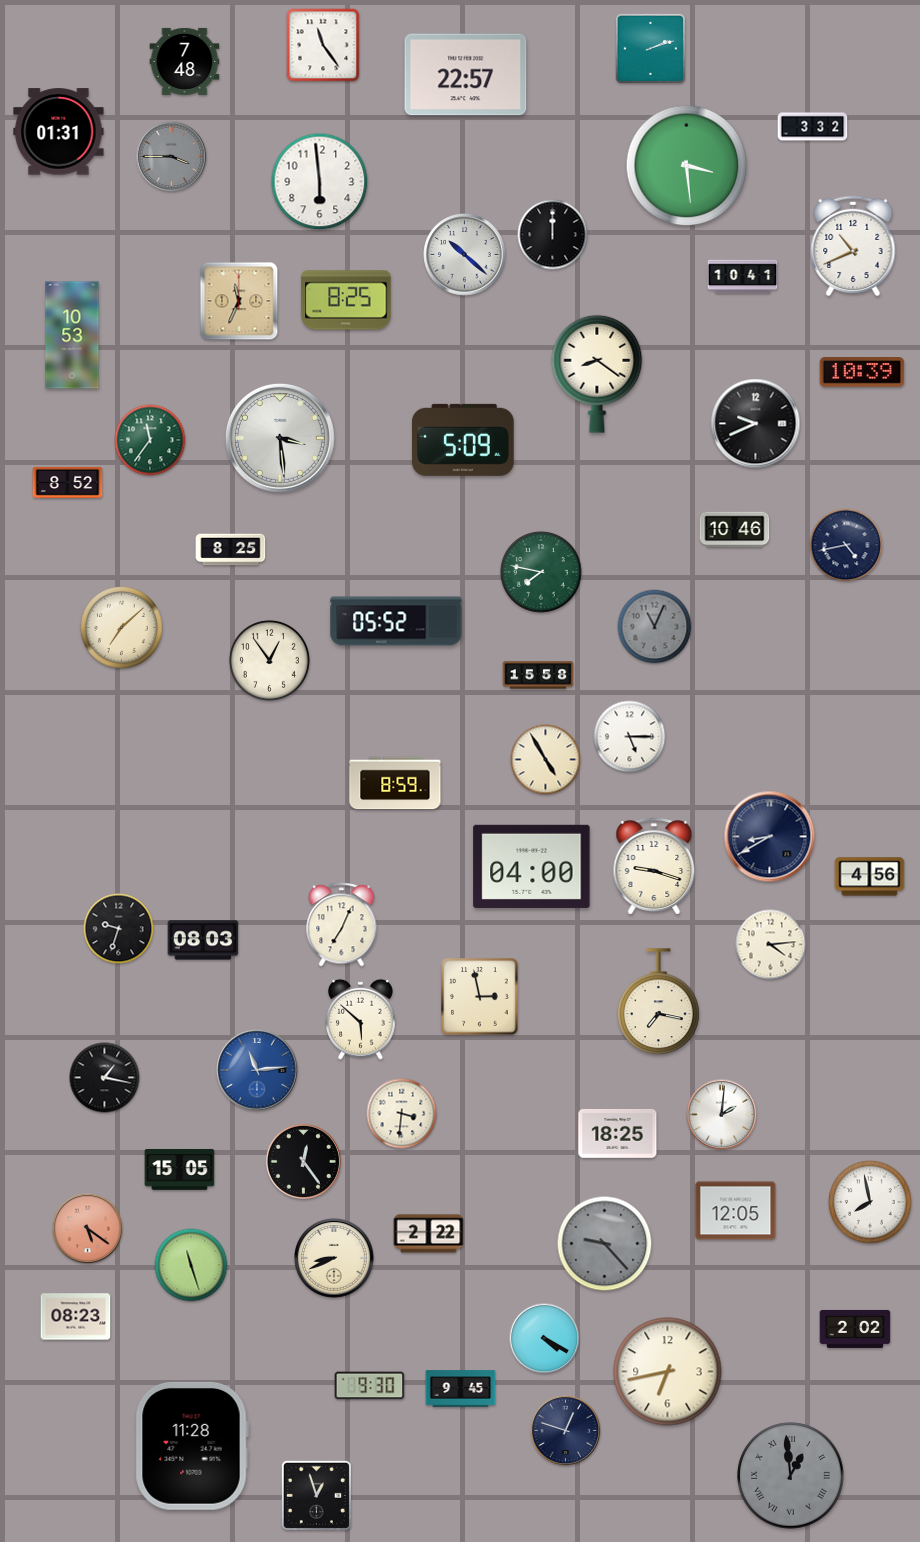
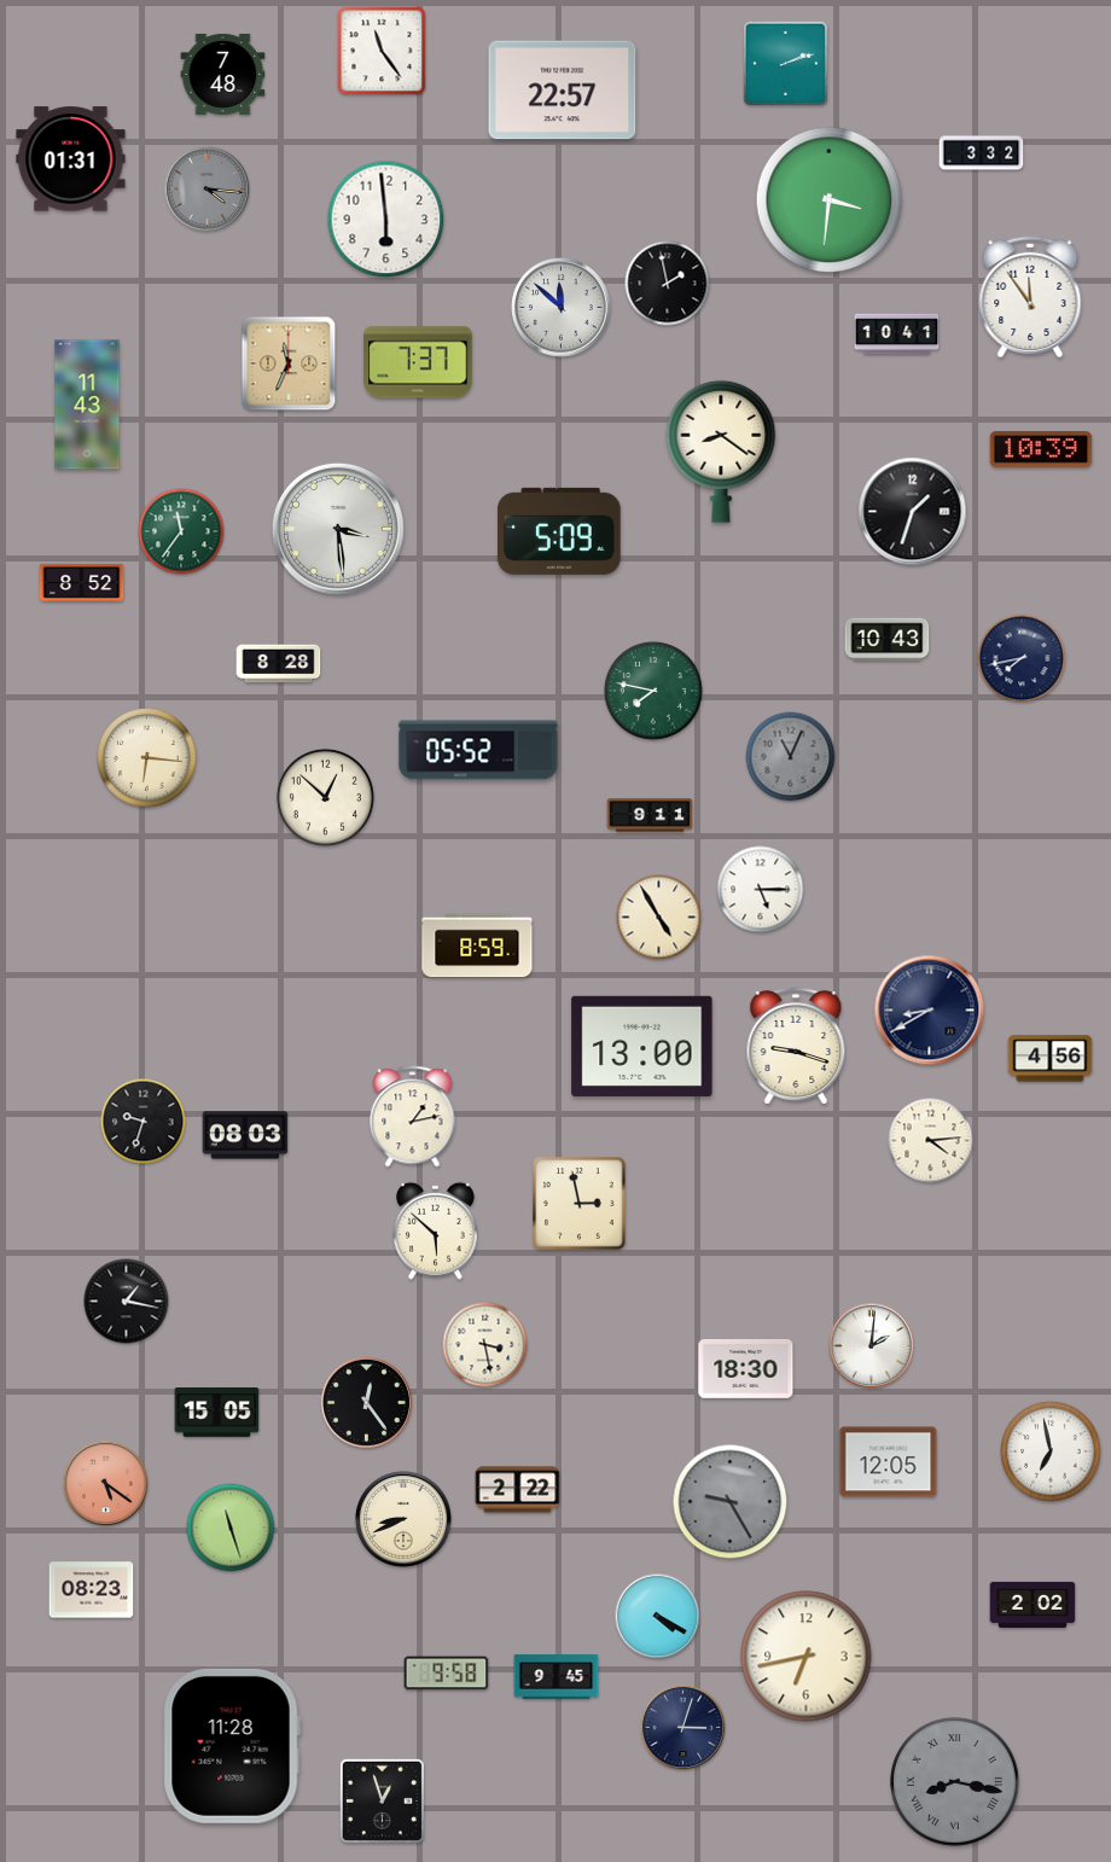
clock at (323, 45) position: (323, 45) -> (382, 51)
clock at (650, 48) position: (650, 48) -> (785, 63)
clock at (172, 157): 3:45 -> 4:16
clock at (687, 166): 3:29 -> 3:31
clock at (553, 235): 12:00 -> 1:58
clock at (853, 246): 10:41 -> 11:54
clock at (465, 255): 10:22 -> 11:52
clock at (346, 300): 8:25 -> 7:37
clock at (72, 335): 10:53 -> 11:43
clock at (756, 424): 9:41 -> 1:33
clock at (735, 530): 10:46 -> 10:43
clock at (846, 545): 4:43 -> 7:43
clock at (231, 550): 8:25 -> 8:28
clock at (122, 628): 7:08 -> 6:16
clock at (269, 660): 12:54 -> 12:52
clock at (538, 675): 15:58 -> 9:11
clock at (532, 866): 04:00 -> 13:00
clock at (654, 866) position: (654, 866) -> (796, 1046)
clock at (342, 925): 7:04 -> 1:13
clock at (659, 1002): 7:17 -> none
clock at (257, 1070): 11:14 -> none
clock at (402, 1114): 3:31 -> 3:28
clock at (618, 1133): 18:25 -> 18:30
clock at (870, 1202): 7:58 -> 6:58
clock at (605, 1244): 9:23 -> 9:25
clock at (370, 1386): 9:30 -> 9:58
clock at (566, 1431): 12:48 -> 3:03
clock at (791, 1476): 12:59 -> 8:17
clock at (316, 1495) position: (316, 1495) -> (382, 1800)
